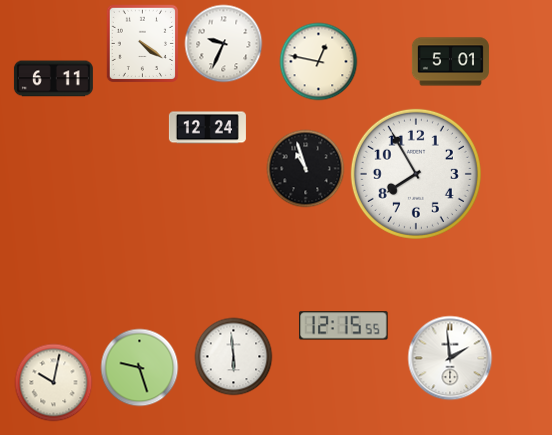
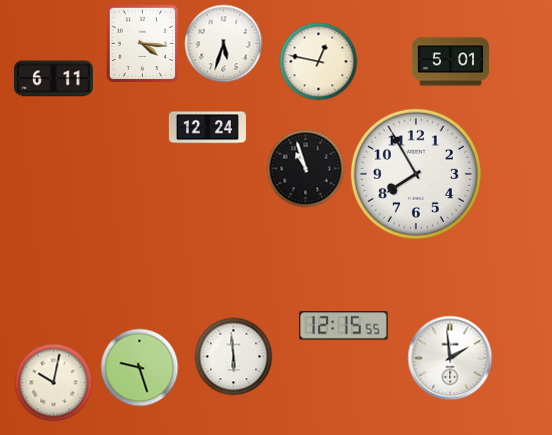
clock at (142, 43): 4:21 -> 4:16
clock at (223, 43): 9:34 -> 5:33
